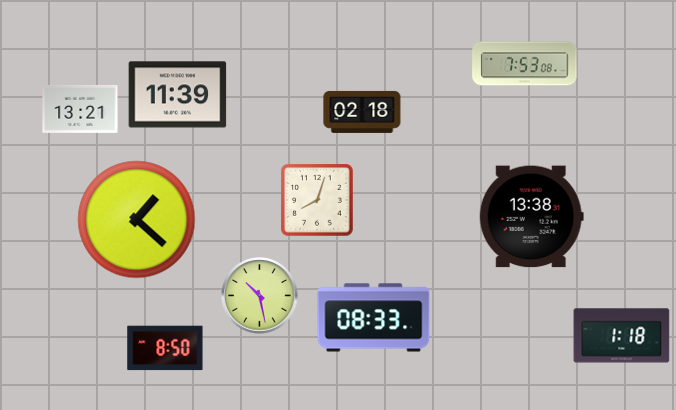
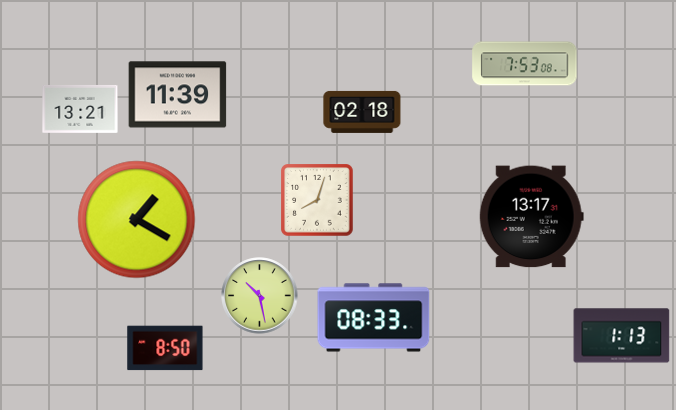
clock at (531, 217): 13:38 -> 13:17
clock at (137, 220): 1:22 -> 1:20
clock at (622, 336): 1:18 -> 1:13
